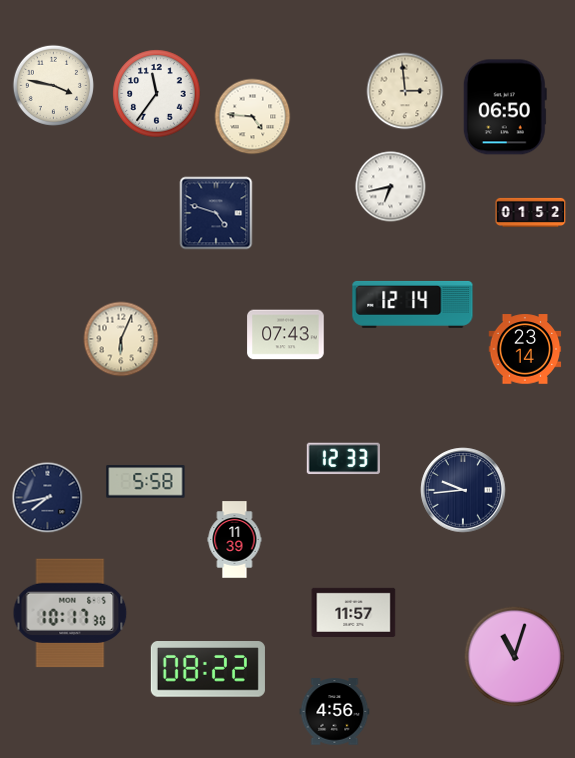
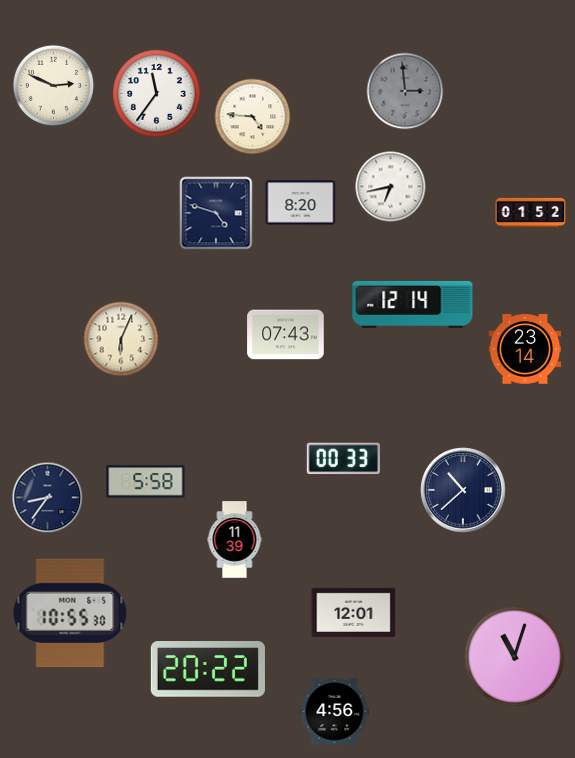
clock at (53, 85): 3:47 -> 2:49
clock at (405, 91) dial: cream -> grey
clock at (505, 107): 06:50 -> none
clock at (301, 203): none -> 8:20
clock at (343, 459): 12:33 -> 00:33
clock at (463, 490): 9:44 -> 10:38
clock at (48, 498): 7:43 -> 8:36
clock at (354, 612): 11:57 -> 12:01
clock at (70, 613): 10:17 -> 10:55
clock at (208, 670): 08:22 -> 20:22
